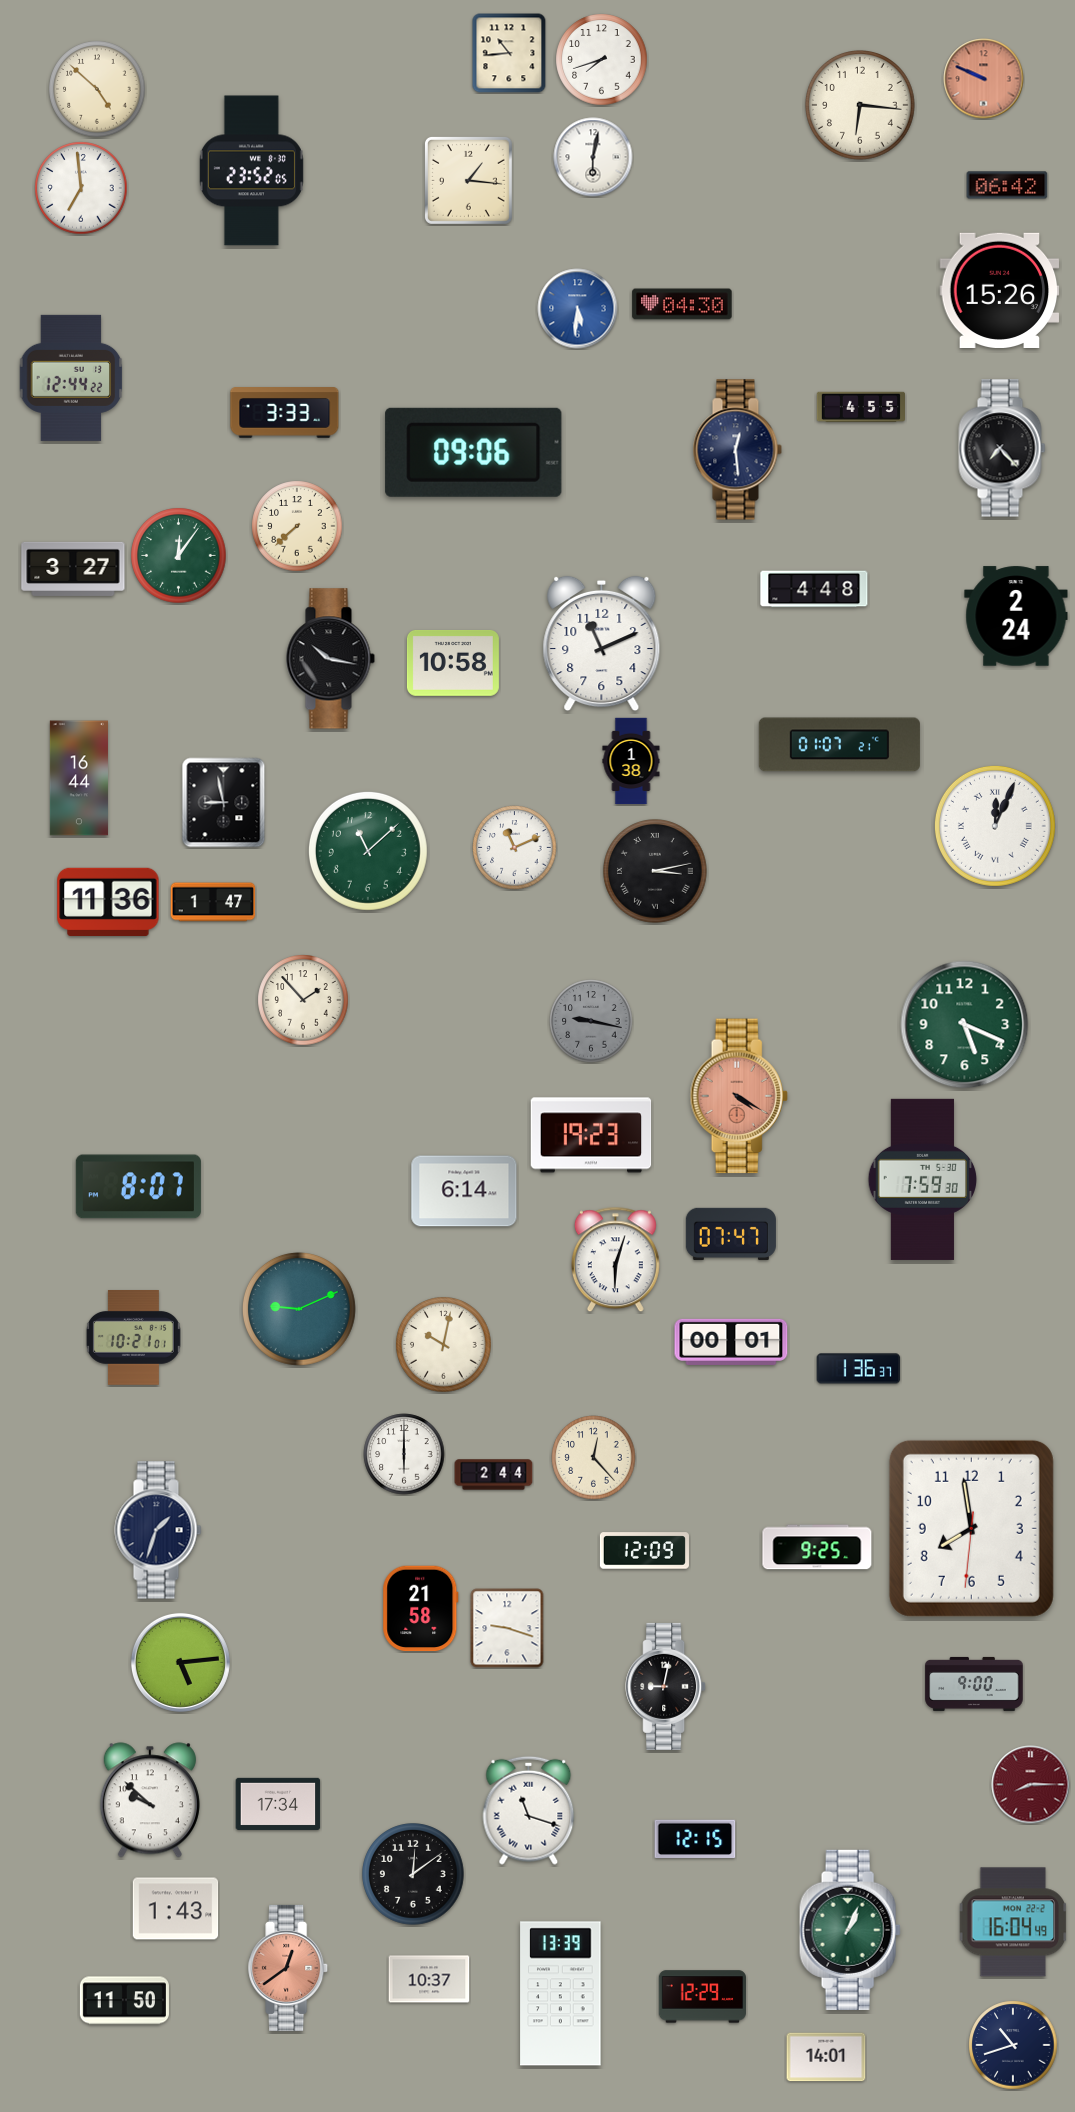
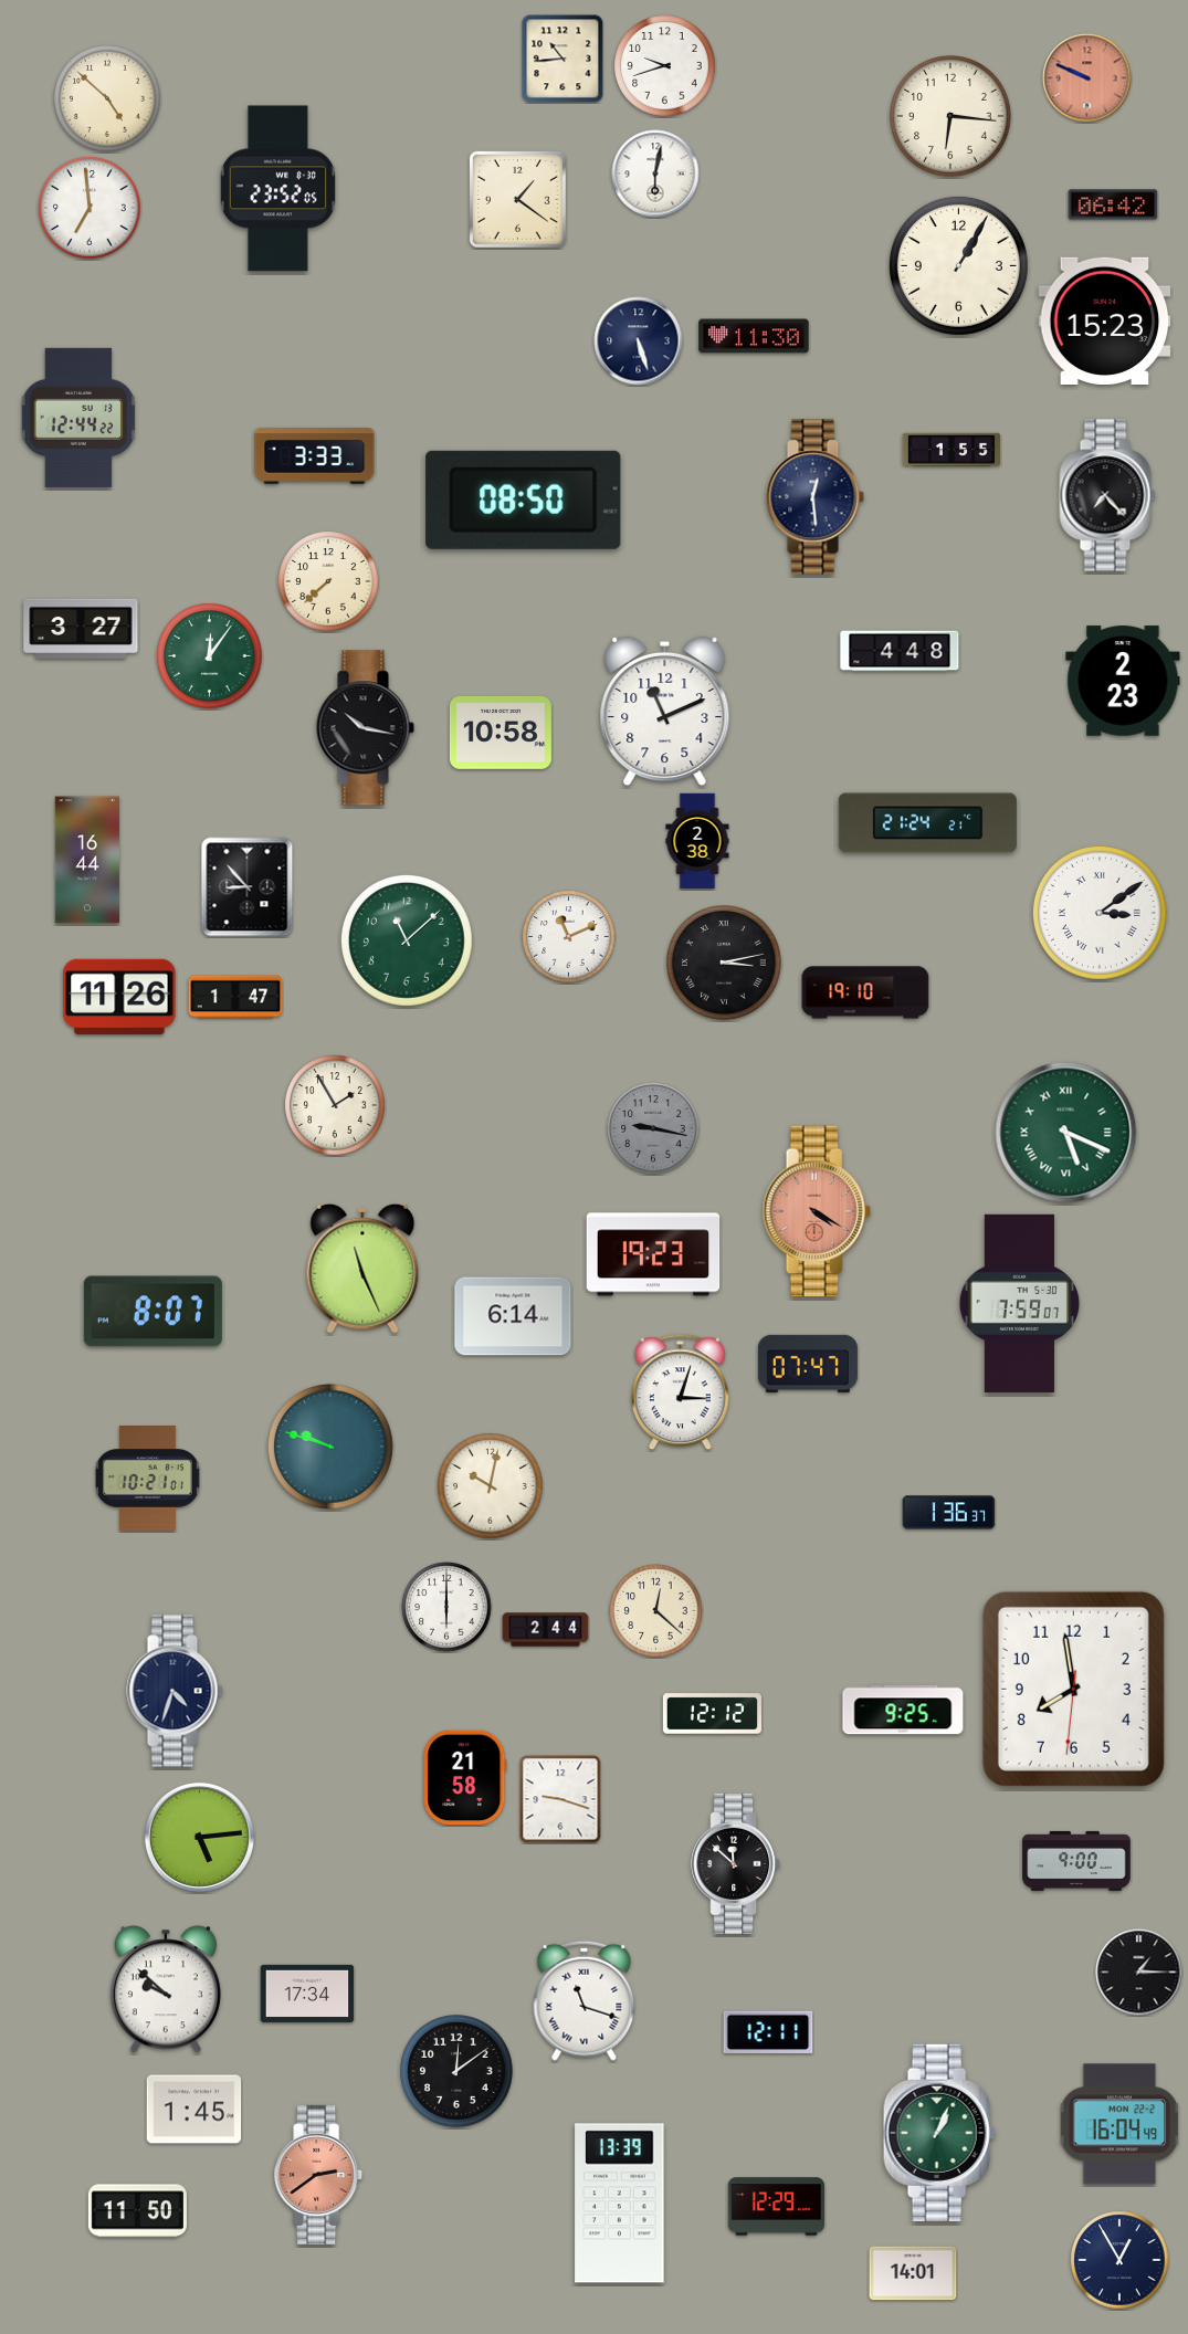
clock at (602, 60): 7:42 -> 9:42
clock at (984, 79) position: (984, 79) -> (1087, 78)
clock at (468, 180): 1:16 -> 1:21
clock at (958, 265): none -> 1:05
clock at (1000, 290): 15:26 -> 15:23
clock at (682, 304): 04:30 -> 11:30
clock at (578, 309): 5:31 -> 5:27
clock at (578, 309) dial: blue -> navy
clock at (860, 406): 4:55 -> 1:55
clock at (474, 452): 09:06 -> 08:50
clock at (179, 556) position: (179, 556) -> (210, 656)
clock at (1016, 616): 2:24 -> 2:23
clock at (839, 745): 01:07 -> 21:24
clock at (631, 761): 1:38 -> 2:38
clock at (224, 803): 8:58 -> 8:53
clock at (995, 826): 12:04 -> 3:09
clock at (865, 992): none -> 19:10
clock at (108, 902): 11:36 -> 11:26
clock at (303, 1000): 1:53 -> 1:55
clock at (965, 1025) numerals: Arabic -> Roman
clock at (362, 1269): none -> 11:26
clock at (923, 1179): 7:59:30 -> 7:59:07
clock at (615, 1260): 6:03 -> 3:03
clock at (299, 1309): 9:11 -> 9:48
clock at (731, 1342): 00:01 -> none
clock at (594, 1458): 12:23 -> 12:22
clock at (158, 1530): 1:33 -> 4:33
clock at (644, 1551): 12:09 -> 12:12
clock at (666, 1686): 9:02 -> 11:52
clock at (1031, 1785): 8:15 -> 1:15
clock at (1031, 1785) dial: burgundy -> black
clock at (695, 1839): 12:15 -> 12:11
clock at (176, 1909): 1:43 -> 1:45
clock at (289, 1968): 12:39 -> 2:39
clock at (429, 1979): 10:37 -> none
clock at (1013, 2045): 10:42 -> 12:55
